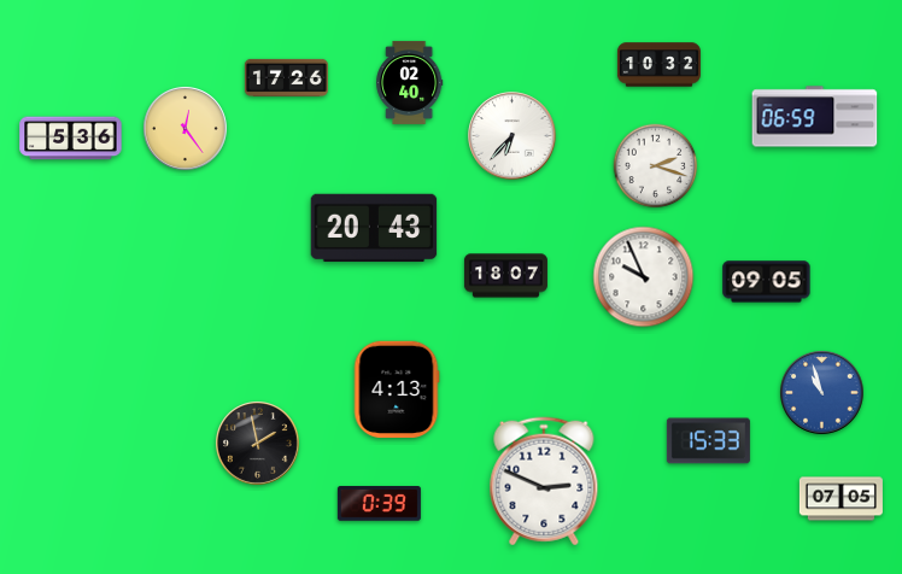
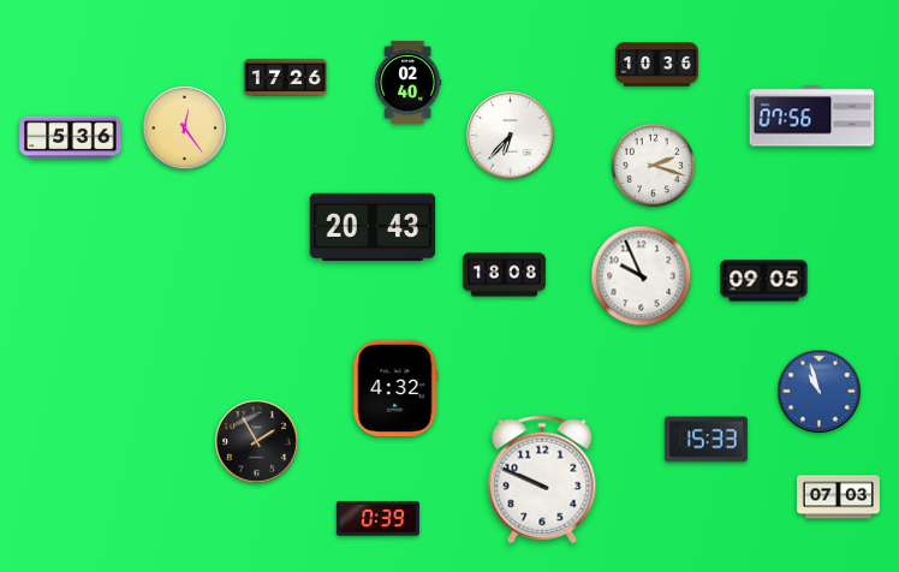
clock at (658, 65): 10:32 -> 10:36
clock at (815, 117): 06:59 -> 07:56
clock at (505, 276): 18:07 -> 18:08
clock at (397, 389): 4:13 -> 4:32
clock at (258, 444): 1:58 -> 1:55
clock at (544, 481): 2:49 -> 9:49
clock at (840, 499): 07:05 -> 07:03
clock at (379, 504) position: (379, 504) -> (377, 519)
